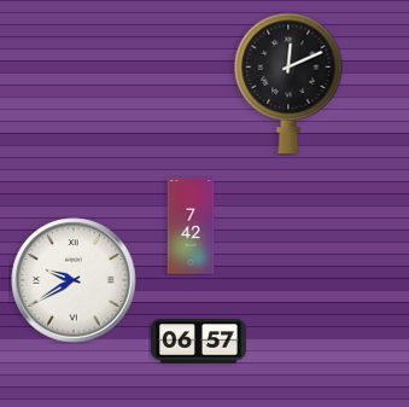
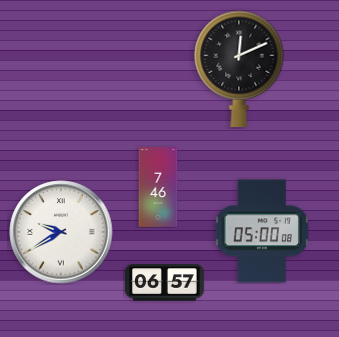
clock at (191, 226): 7:42 -> 7:46
clock at (262, 231): none -> 05:00
